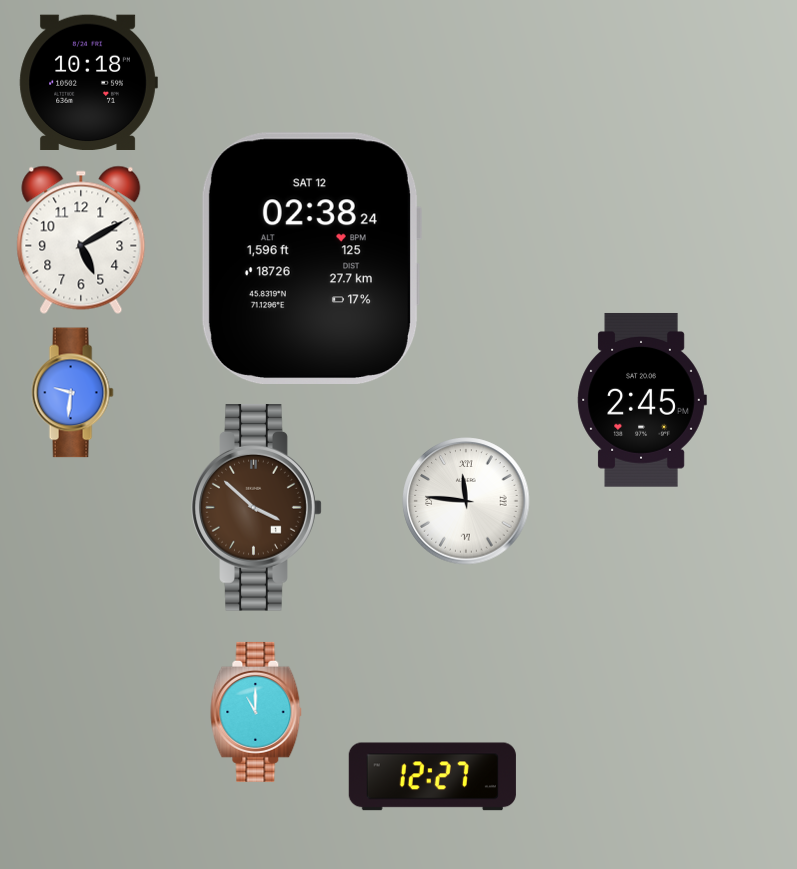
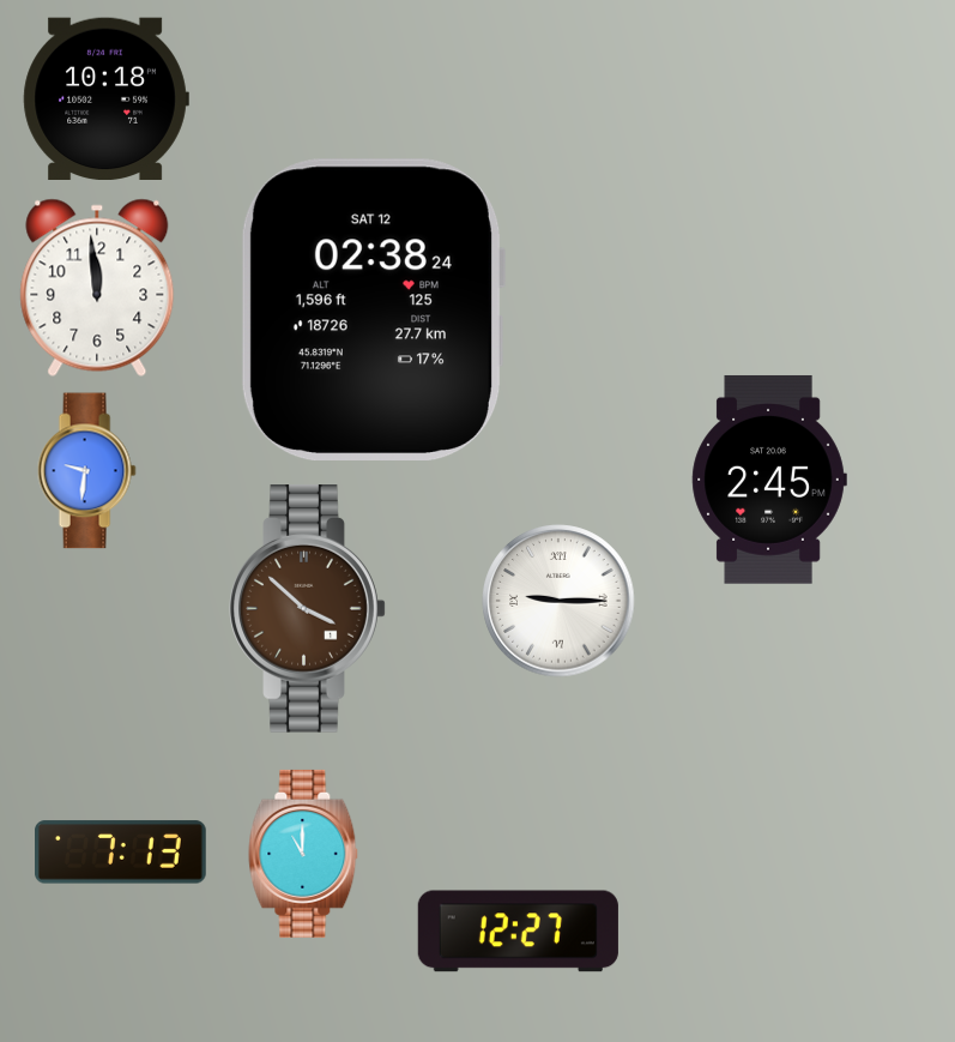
clock at (81, 240): 5:10 -> 11:59
clock at (466, 501): 11:46 -> 9:15
clock at (121, 853): none -> 7:13
clock at (256, 712) position: (256, 712) -> (303, 854)
